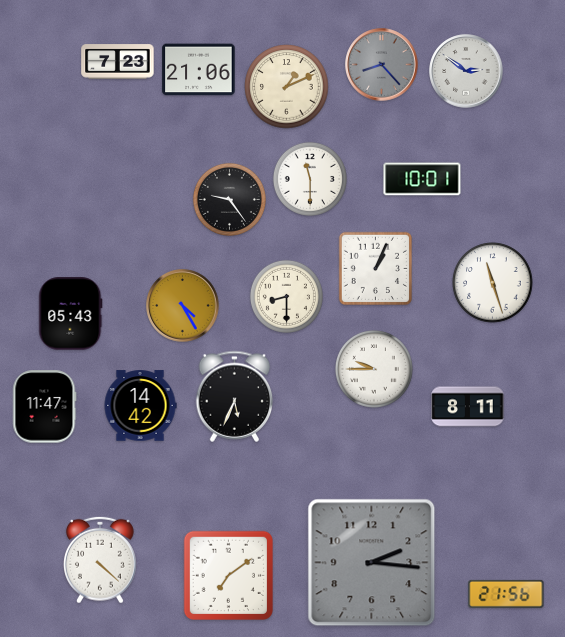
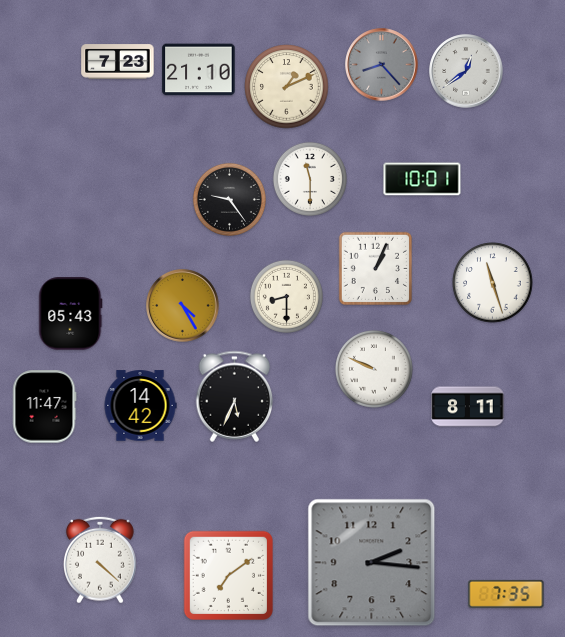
clock at (199, 70): 21:06 -> 21:10
clock at (466, 71): 2:51 -> 12:39
clock at (374, 369): 9:45 -> 9:49
clock at (506, 594): 21:56 -> 7:35
